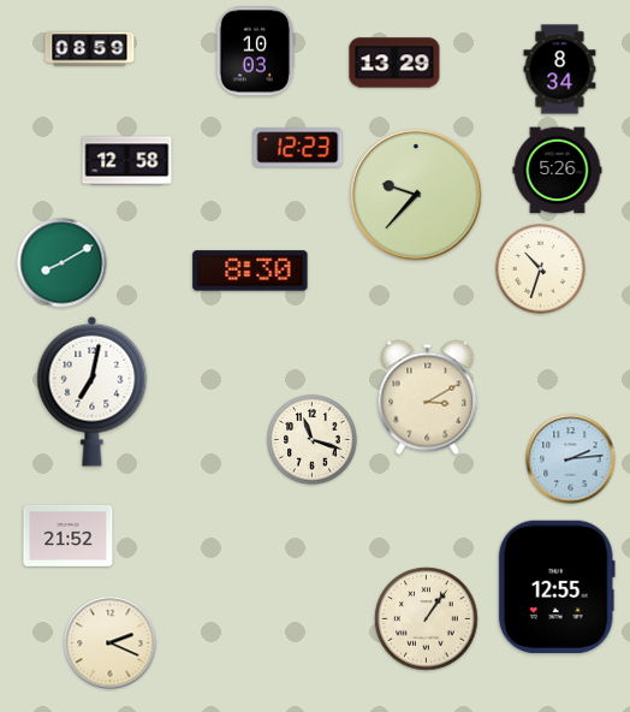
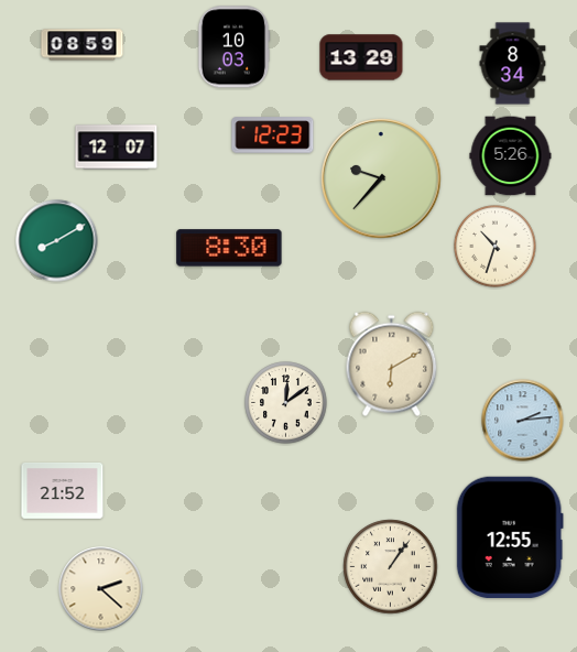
clock at (127, 161): 12:58 -> 12:07
clock at (93, 391): 7:02 -> none
clock at (428, 398): 3:10 -> 6:10
clock at (313, 440): 11:18 -> 12:09
clock at (111, 643): 2:19 -> 2:22
